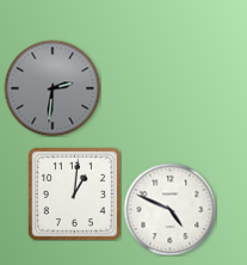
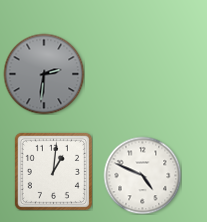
clock at (74, 193) position: (74, 193) -> (53, 171)
